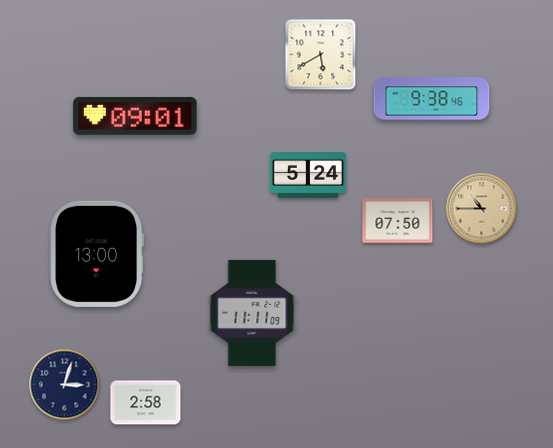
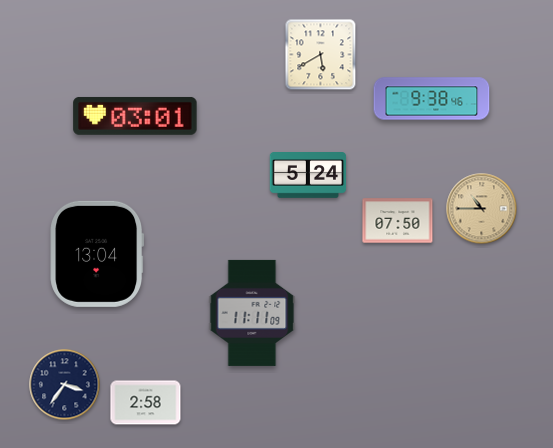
clock at (135, 116): 09:01 -> 03:01
clock at (97, 254): 13:00 -> 13:04
clock at (65, 385): 3:03 -> 3:36
